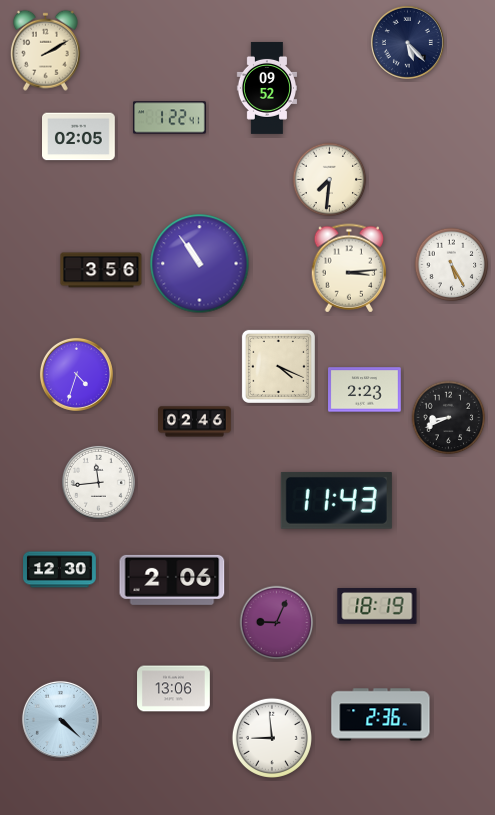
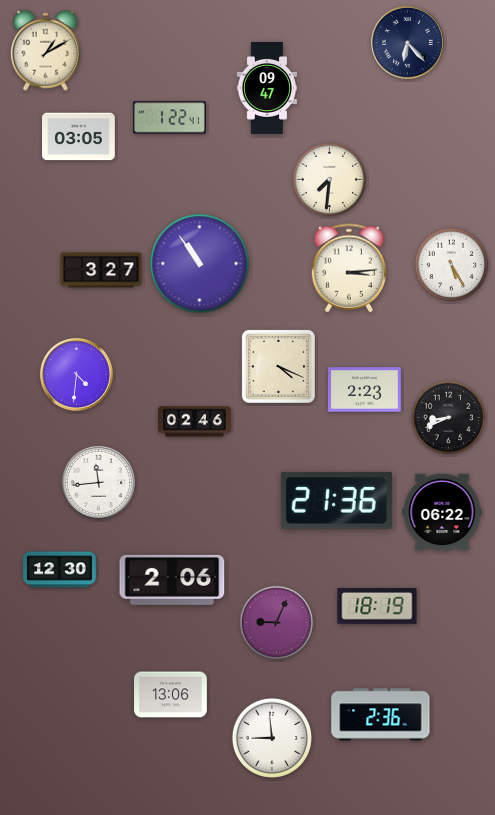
clock at (407, 42): 5:23 -> 6:23
clock at (45, 50): 2:10 -> 1:10
clock at (266, 88): 09:52 -> 09:47
clock at (79, 137): 02:05 -> 03:05
clock at (101, 270): 3:56 -> 3:27
clock at (76, 374): 4:33 -> 4:31
clock at (336, 500): 11:43 -> 21:36
clock at (442, 512): none -> 06:22
clock at (174, 689) position: (174, 689) -> (171, 695)
clock at (60, 719): 4:22 -> none
